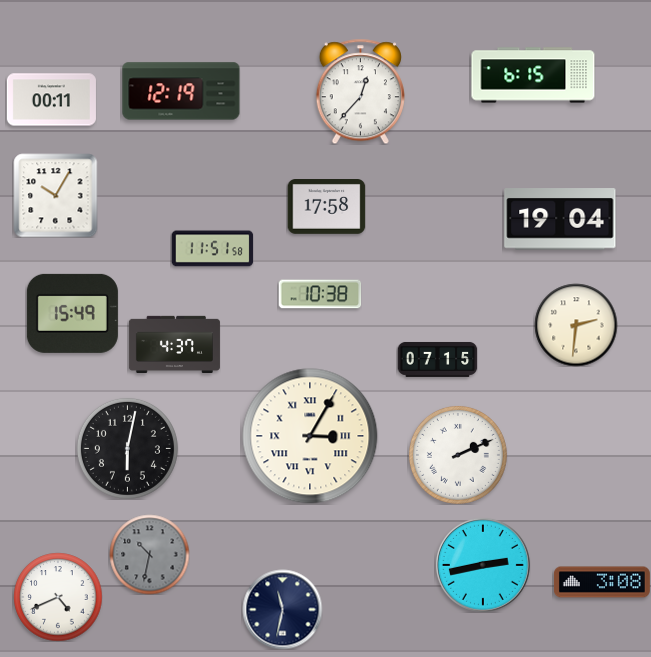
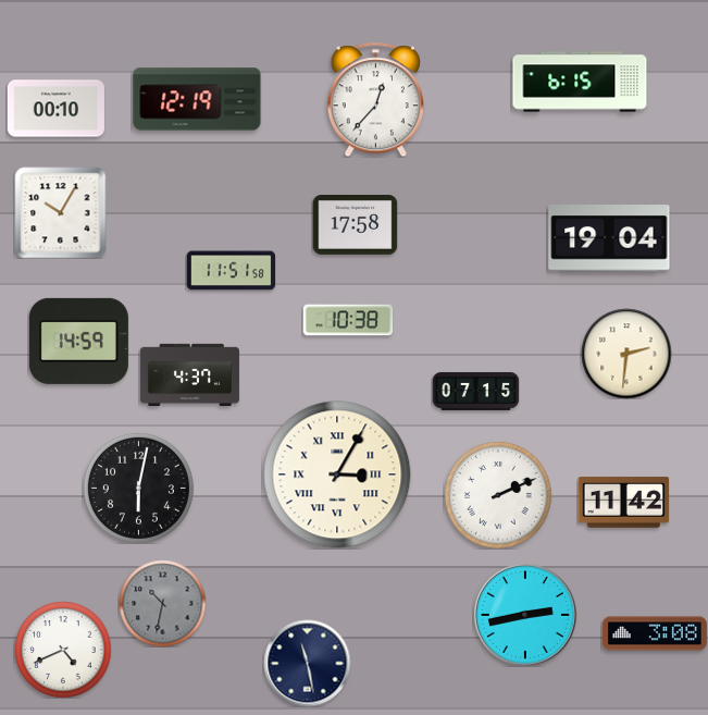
clock at (360, 91) position: (360, 91) -> (375, 99)
clock at (51, 100): 00:11 -> 00:10
clock at (72, 313): 15:49 -> 14:59
clock at (623, 503): none -> 11:42
clock at (282, 609): 11:32 -> 11:28
